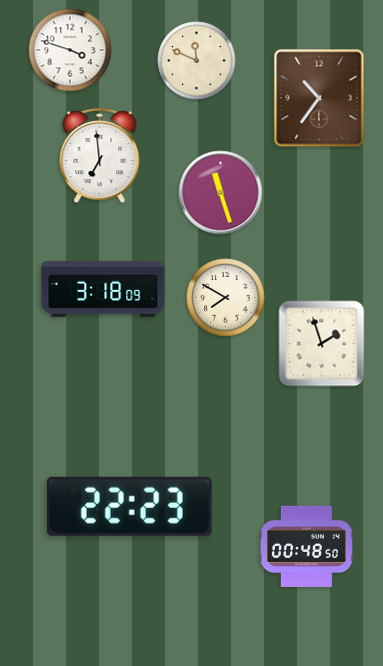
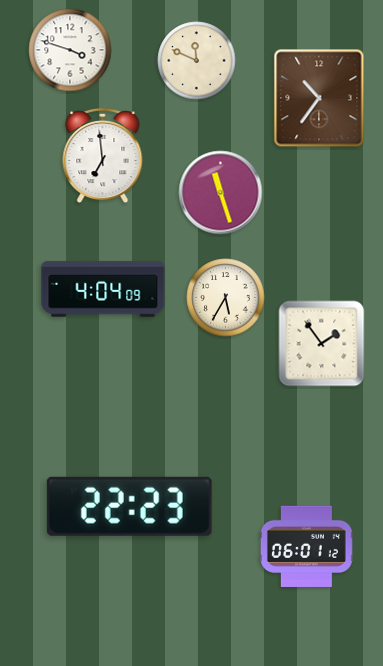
clock at (100, 156) position: (100, 156) -> (103, 156)
clock at (103, 289): 3:18 -> 4:04
clock at (226, 298): 7:50 -> 5:35
clock at (322, 344): 1:57 -> 1:54
clock at (307, 546): 00:48 -> 06:01
